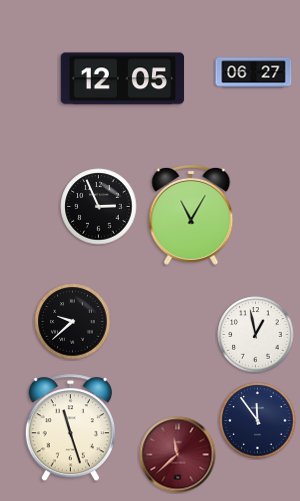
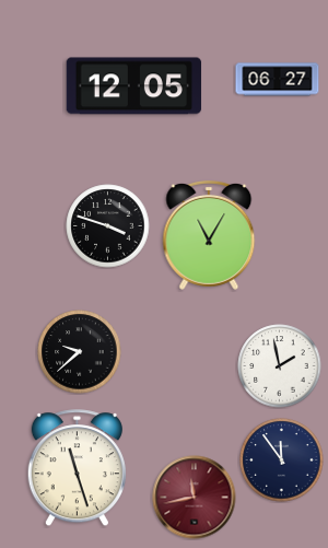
clock at (99, 207): 2:56 -> 3:48
clock at (256, 335): 12:58 -> 1:58
clock at (178, 455): 11:38 -> 11:43
